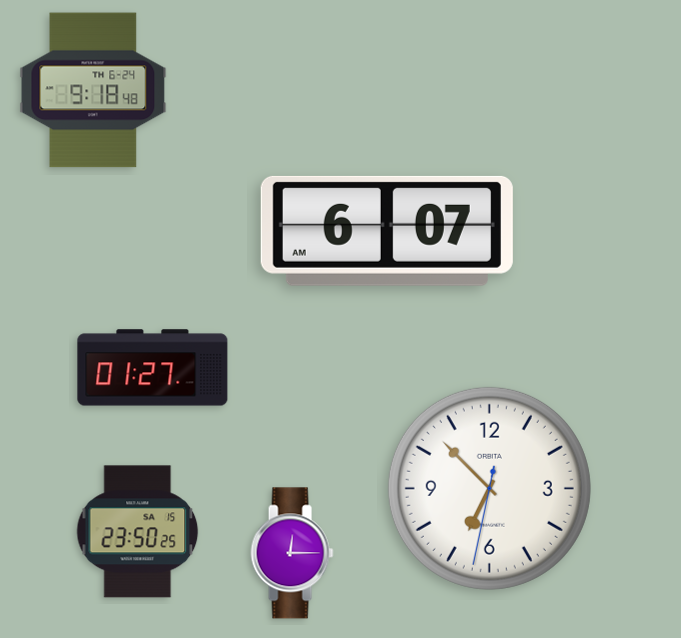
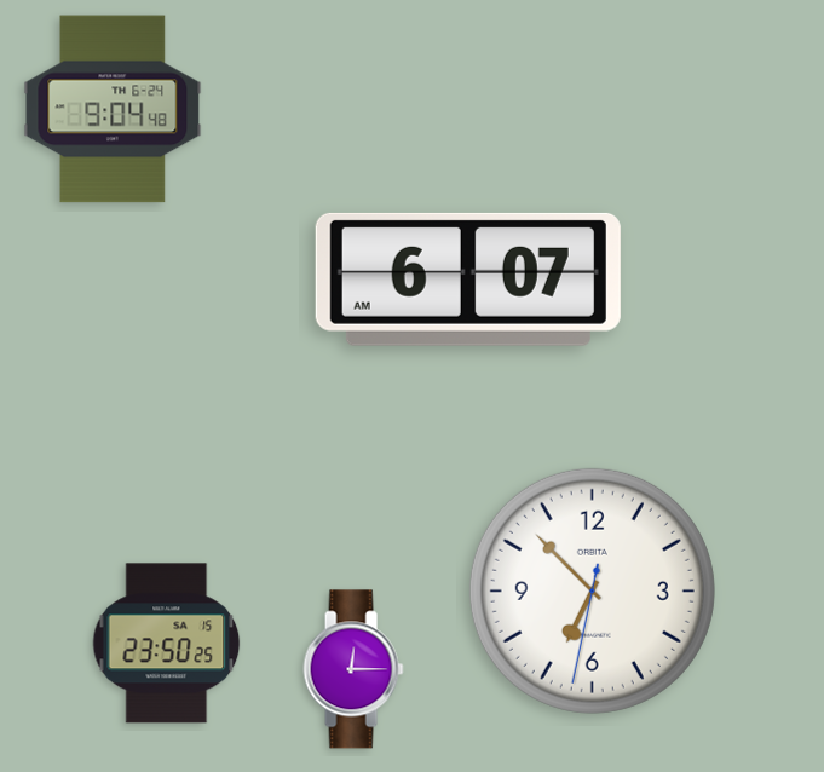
clock at (93, 90): 9:18 -> 9:04
clock at (153, 368): 01:27 -> none
